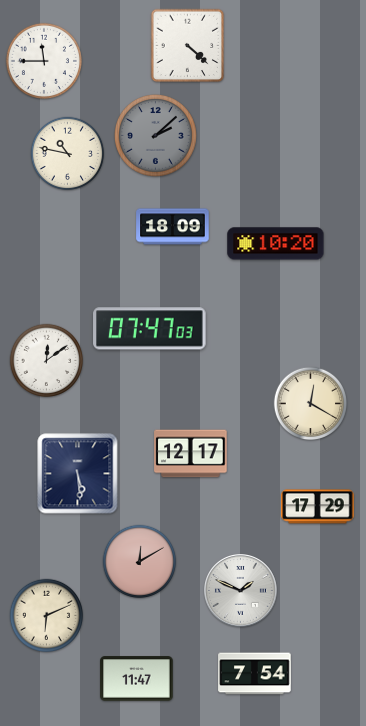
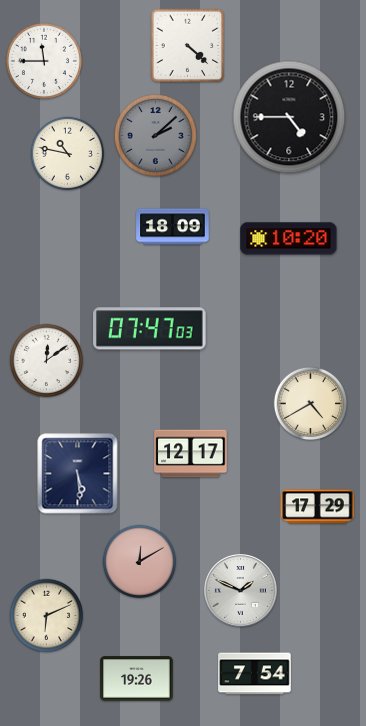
clock at (289, 117): none -> 4:45
clock at (276, 244) position: (276, 244) -> (289, 239)
clock at (311, 404): 12:20 -> 4:40
clock at (137, 679): 11:47 -> 19:26
